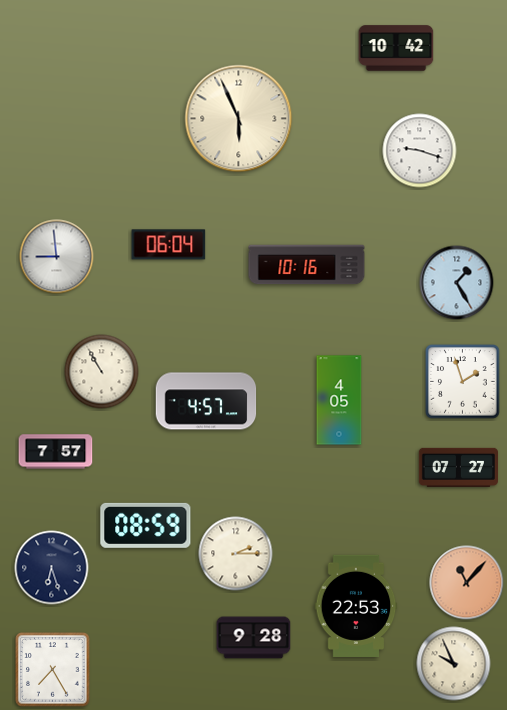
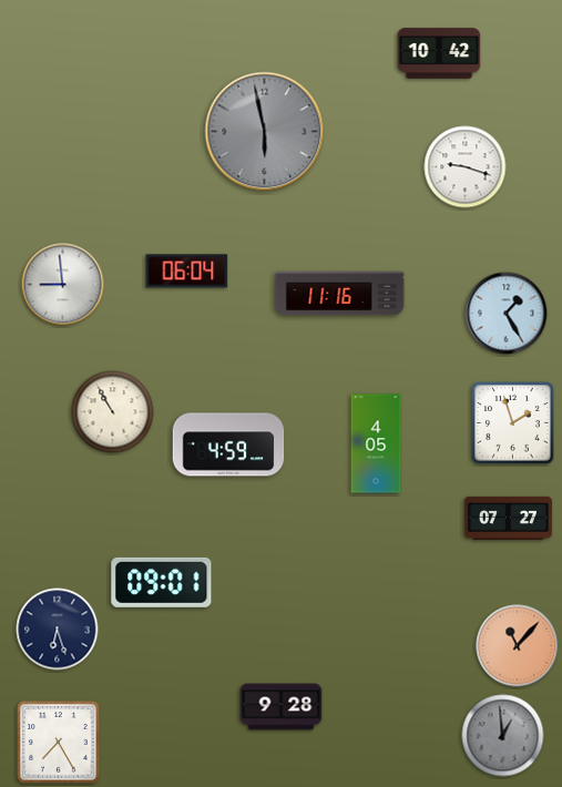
clock at (239, 119): 5:56 -> 5:58
clock at (239, 119) dial: cream -> grey
clock at (307, 265): 10:16 -> 11:16
clock at (206, 401): 4:57 -> 4:59
clock at (56, 452): 7:57 -> none
clock at (146, 525): 08:59 -> 09:01
clock at (236, 554): 2:15 -> none
clock at (356, 606): 22:53 -> none
clock at (454, 664): 9:56 -> 12:59
clock at (454, 664) dial: cream -> grey
